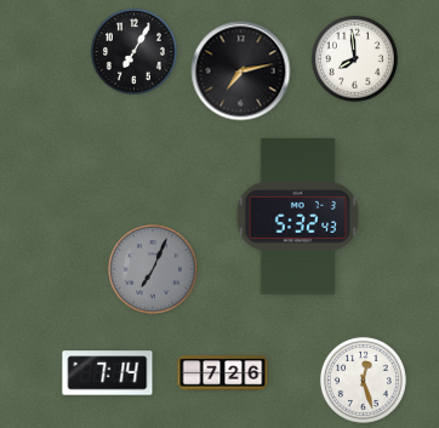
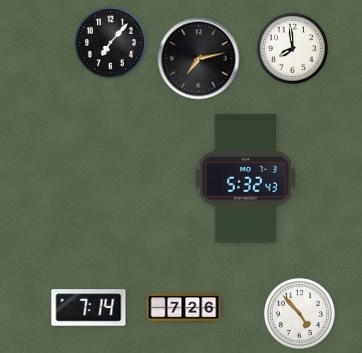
clock at (133, 51): 7:05 -> 7:07
clock at (153, 269): 7:04 -> none
clock at (363, 380): 12:27 -> 4:53
